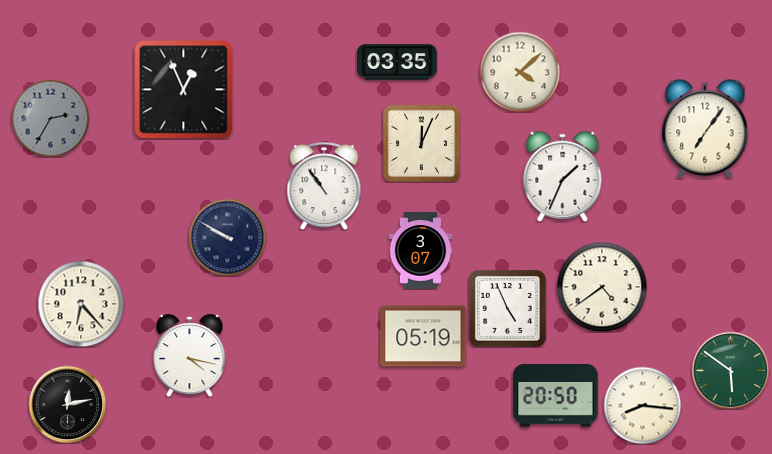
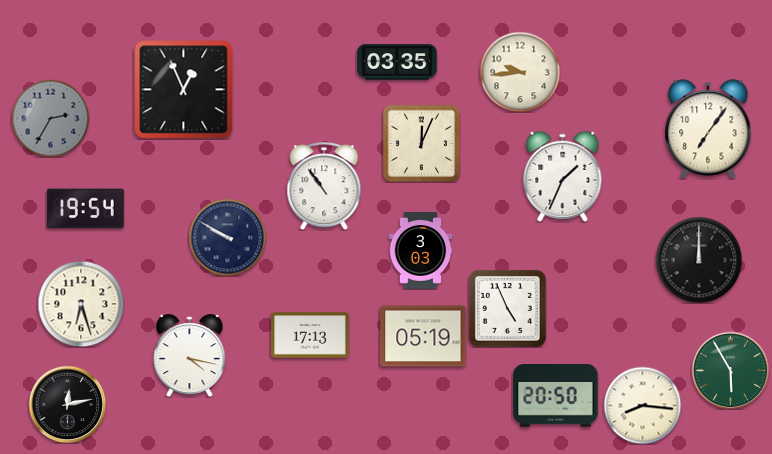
clock at (520, 72): 4:08 -> 9:44
clock at (705, 129) position: (705, 129) -> (708, 129)
clock at (86, 209): none -> 19:54
clock at (421, 251): 3:07 -> 3:03
clock at (699, 260): none -> 12:00
clock at (602, 287): 4:39 -> none
clock at (81, 304): 6:23 -> 6:27
clock at (310, 335): none -> 17:13
clock at (730, 370): 5:51 -> 5:55
